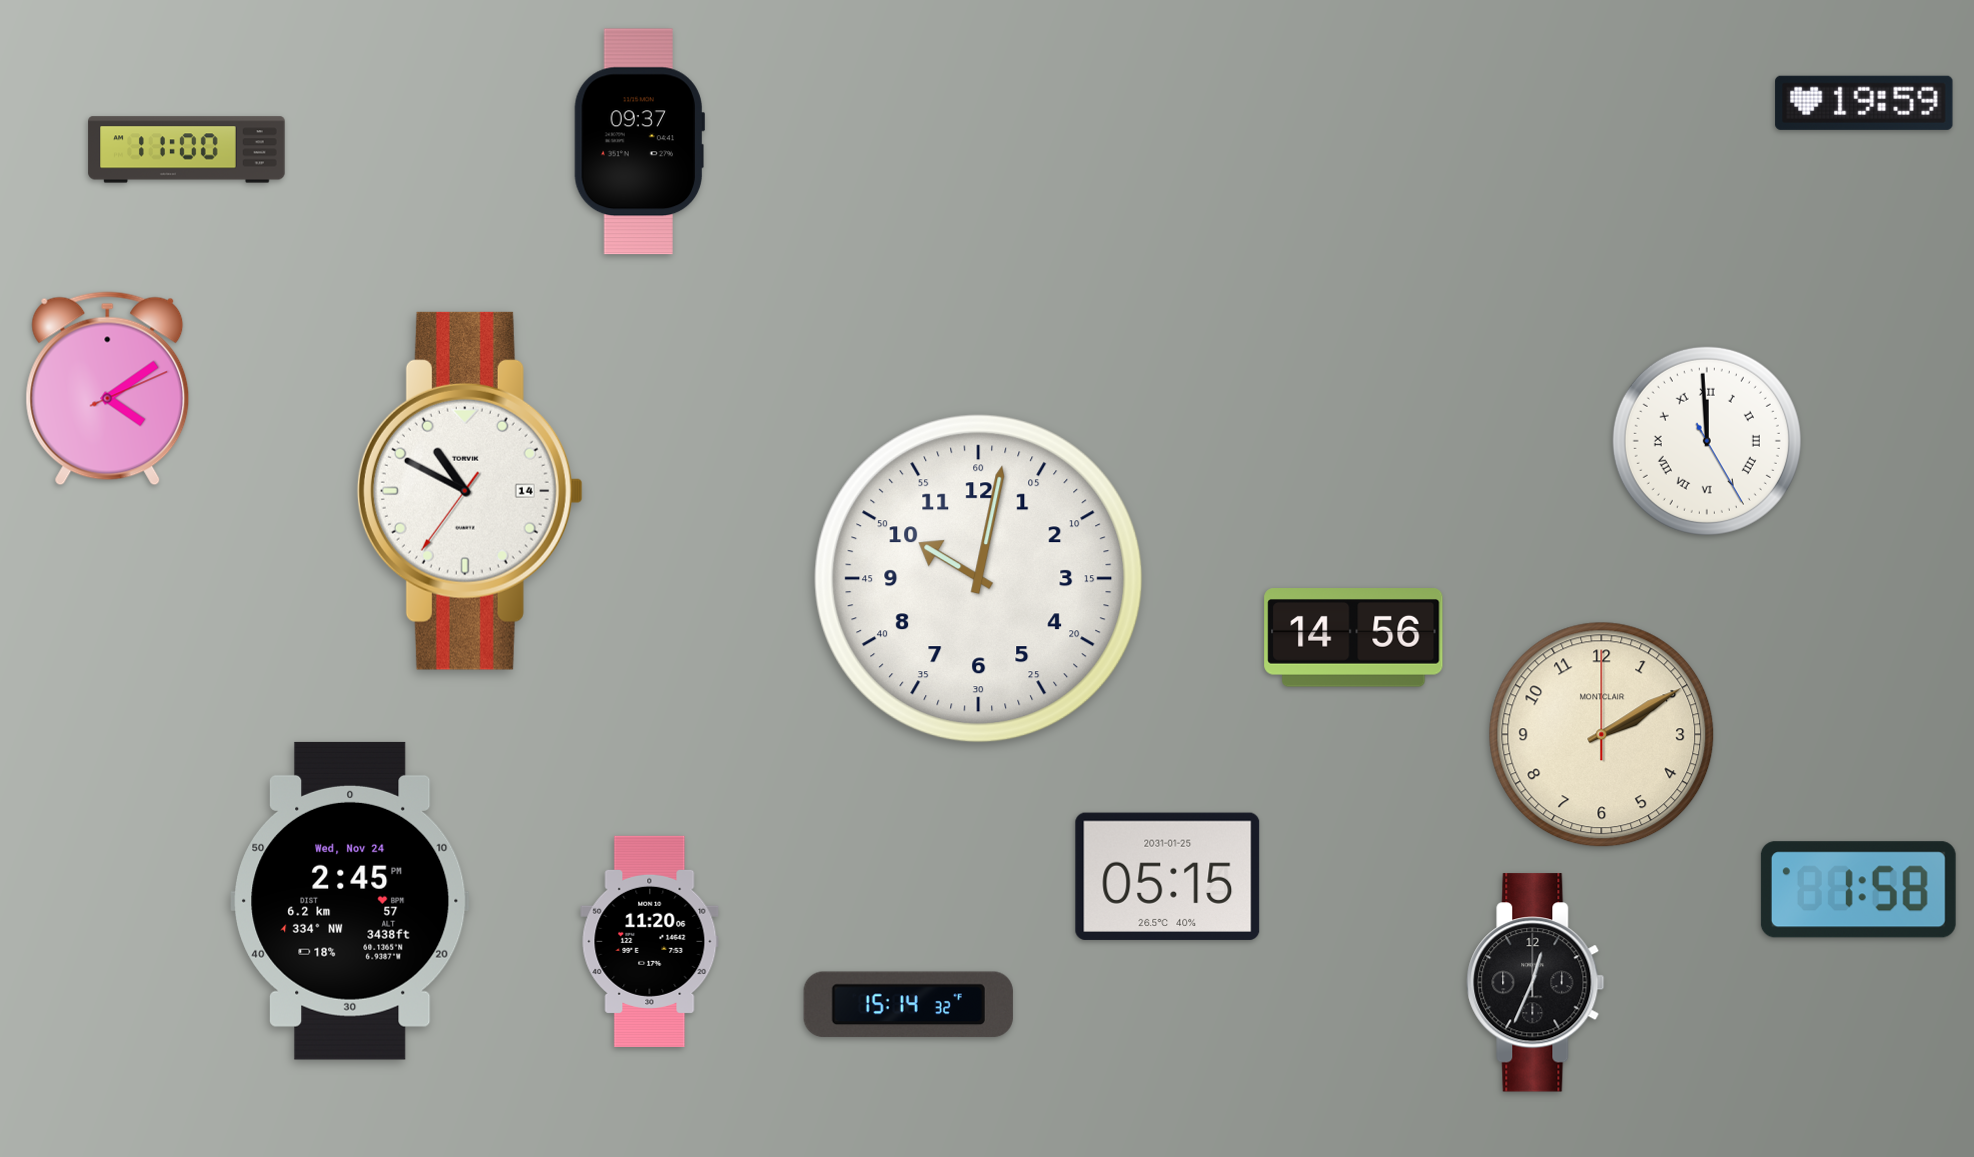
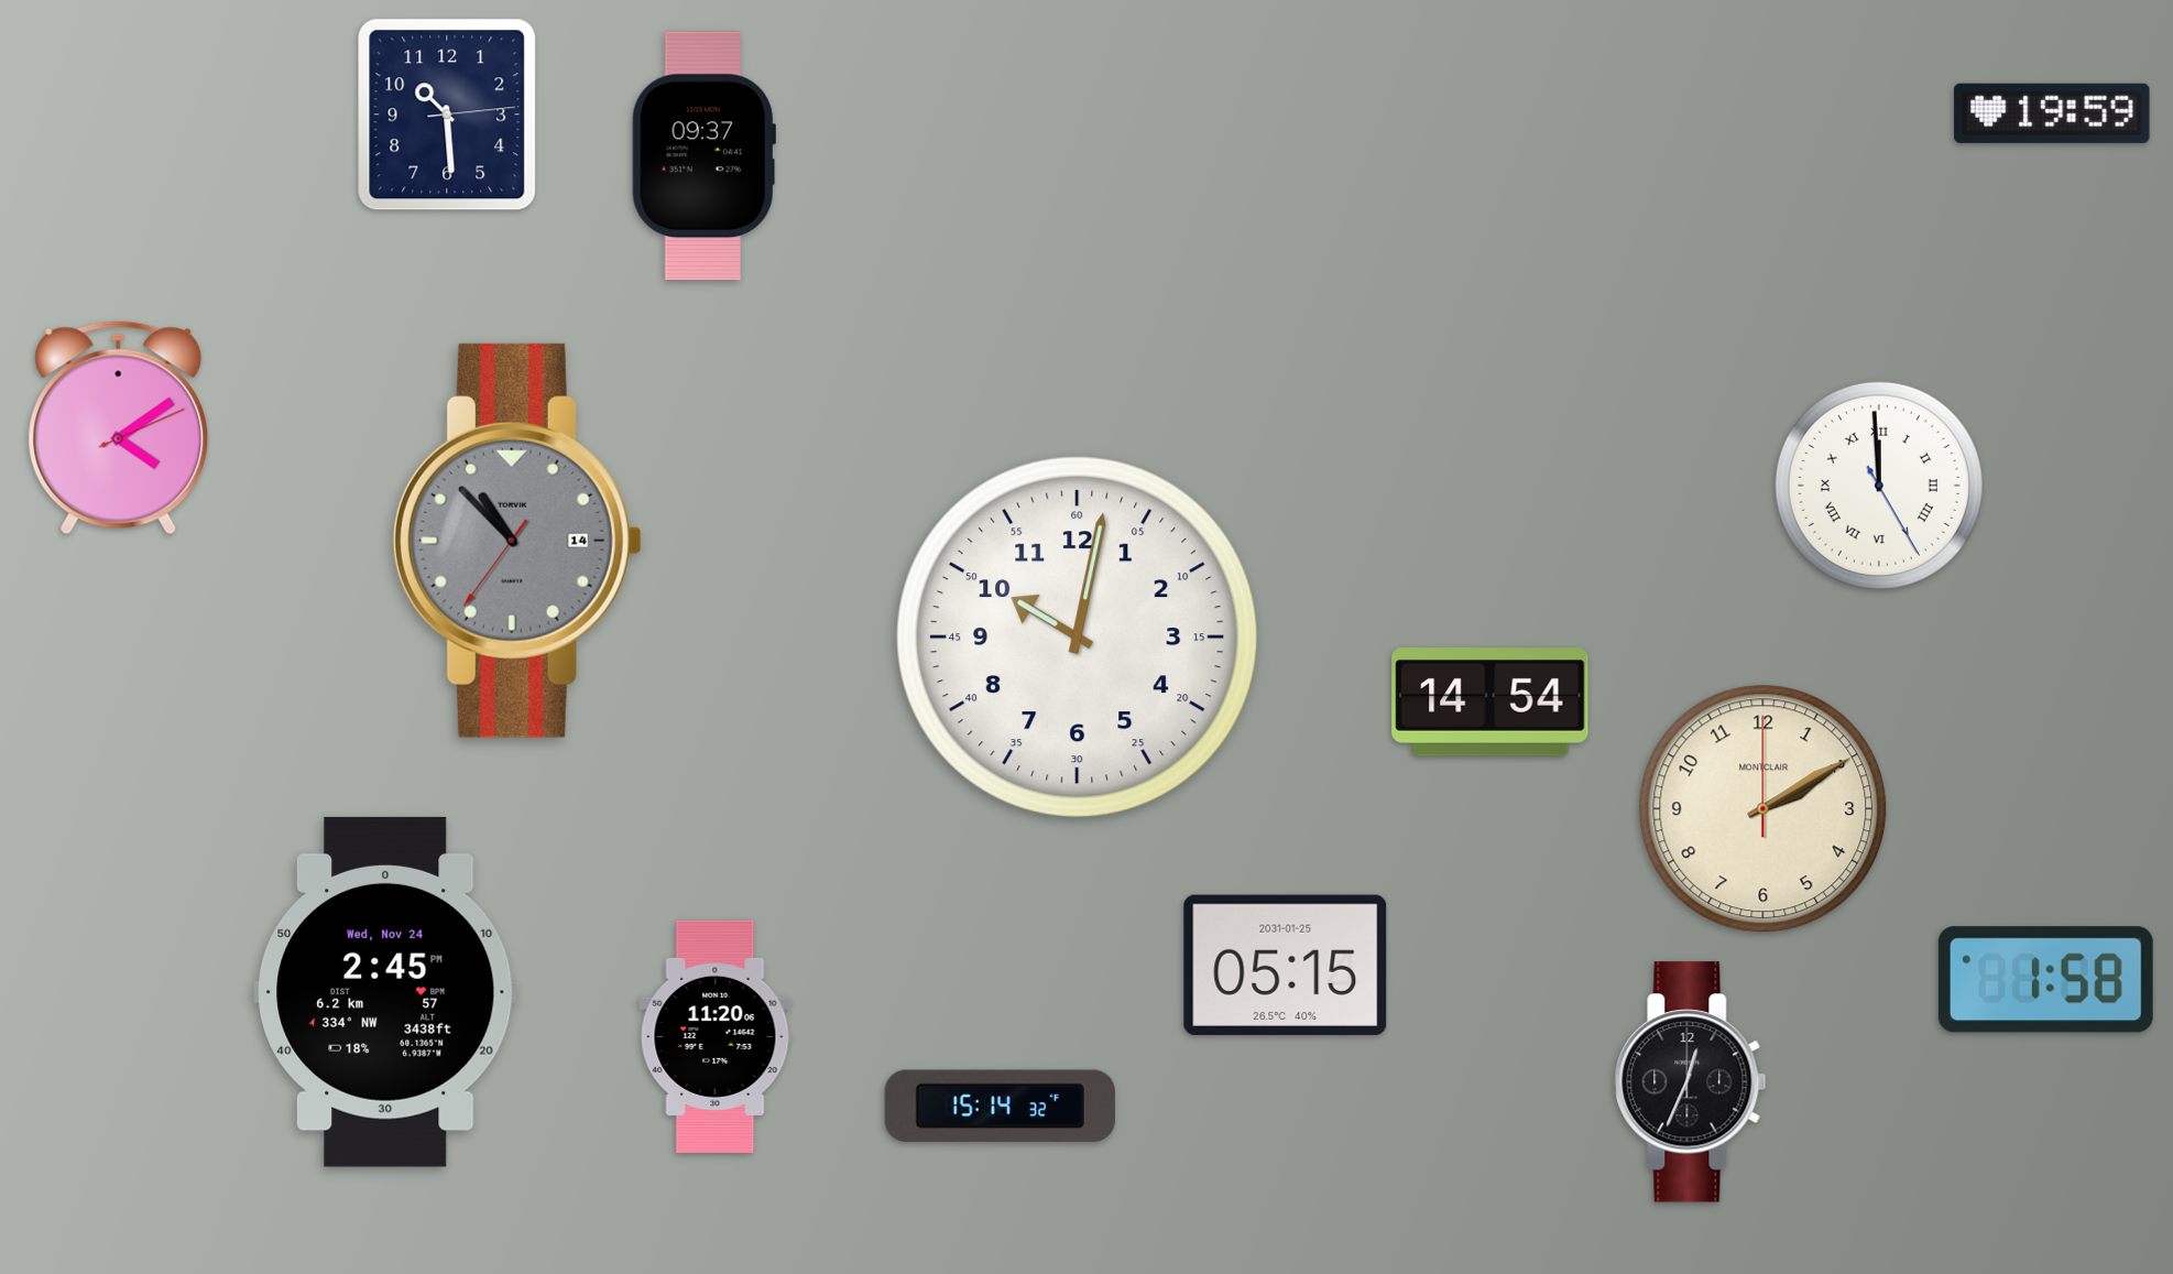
clock at (447, 115): none -> 10:29
clock at (187, 150): 11:00 -> none
clock at (470, 491): 10:49 -> 10:52
clock at (470, 491) dial: white -> grey
clock at (1354, 638): 14:56 -> 14:54
